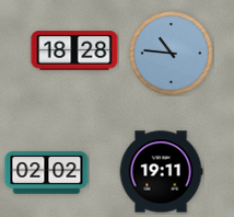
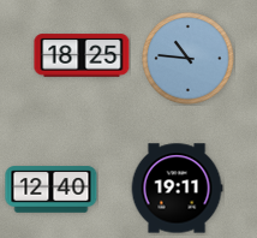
clock at (74, 50): 18:28 -> 18:25
clock at (47, 173): 02:02 -> 12:40
